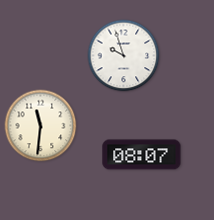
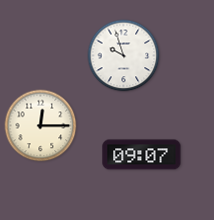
clock at (41, 126): 11:31 -> 12:15
clock at (142, 155): 08:07 -> 09:07
